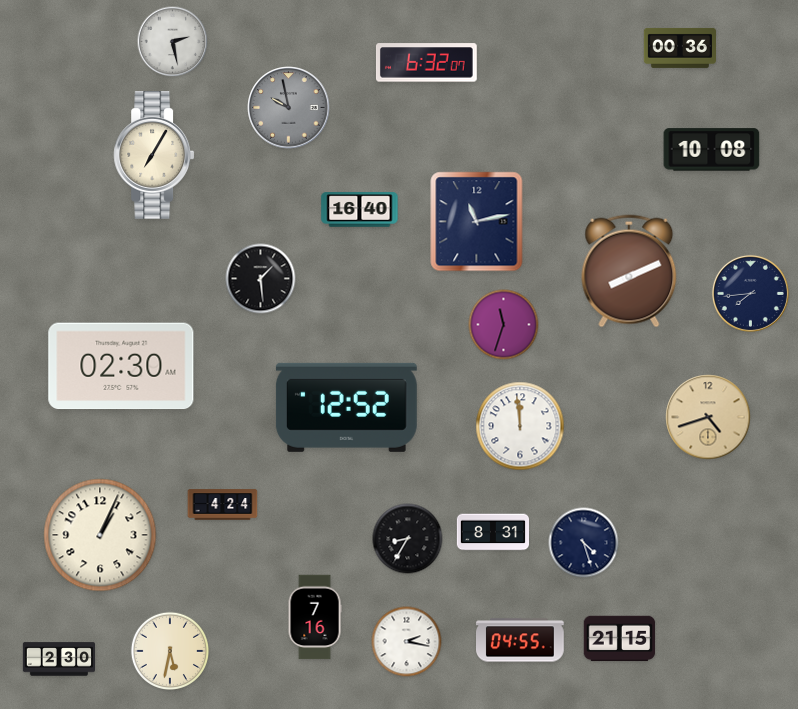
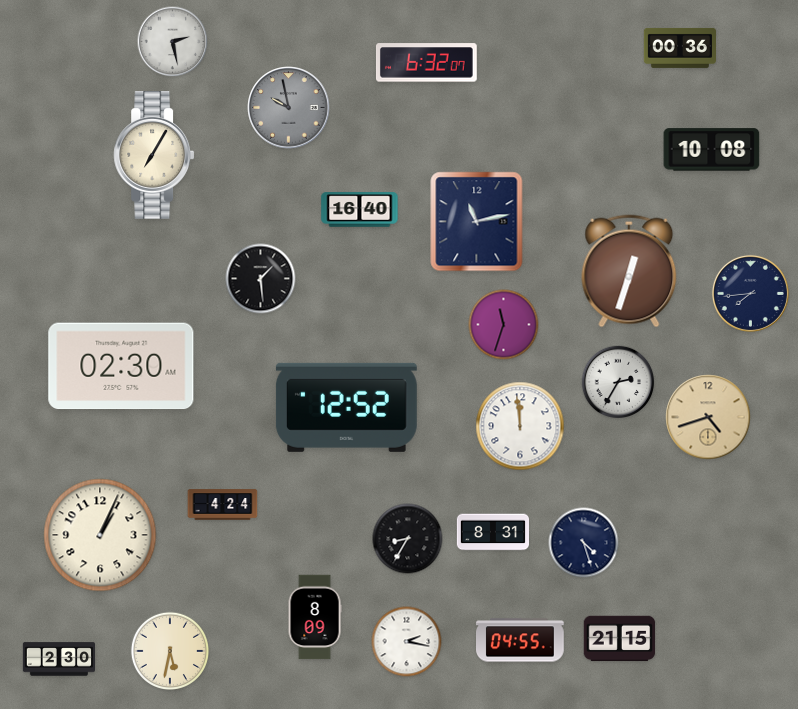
clock at (629, 271): 8:11 -> 12:33
clock at (618, 382): none -> 2:35
clock at (315, 617): 7:16 -> 8:09
